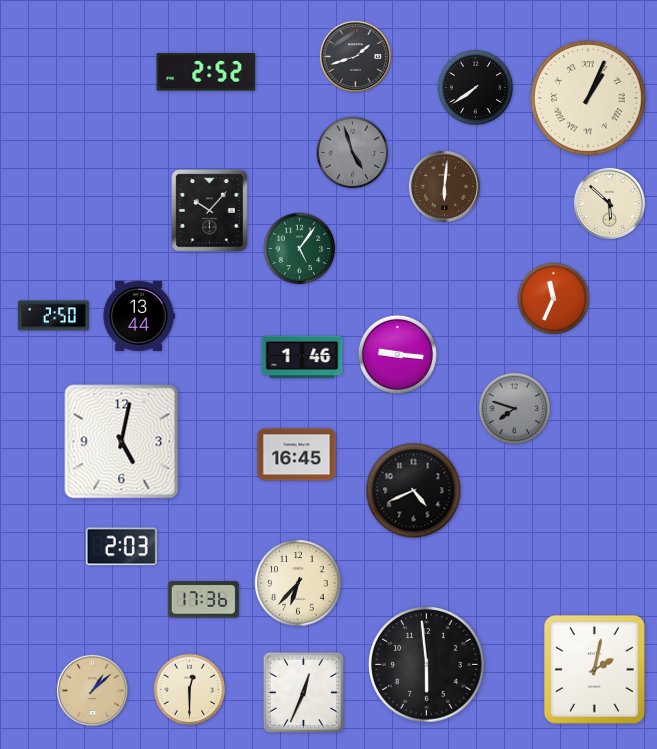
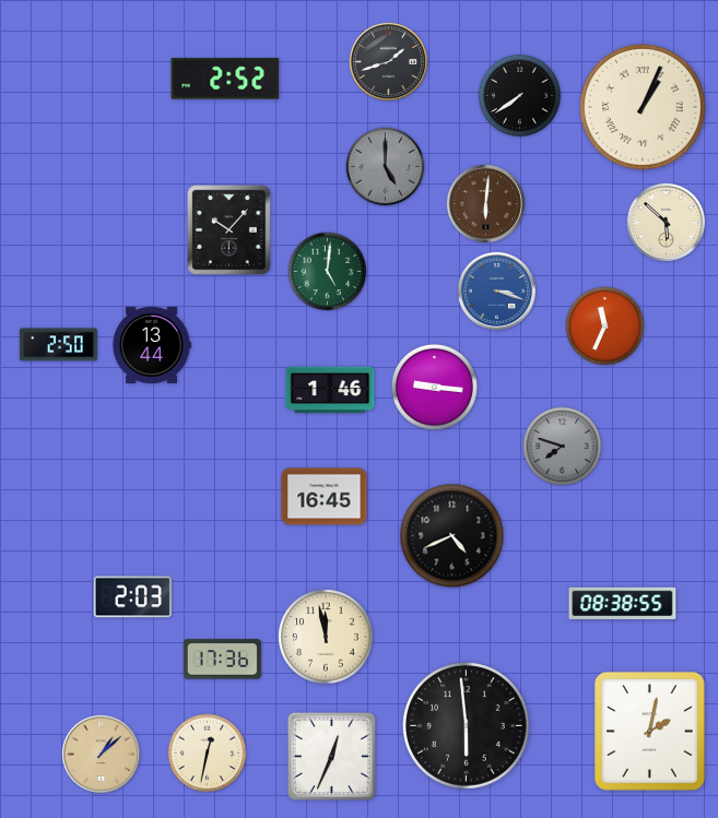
clock at (353, 153): 4:57 -> 5:00
clock at (300, 249): 5:06 -> 5:01
clock at (496, 291): none -> 3:18
clock at (122, 442): 5:02 -> none
clock at (623, 603): none -> 08:38
clock at (298, 583): 6:37 -> 11:58
clock at (203, 600) position: (203, 600) -> (222, 660)
clock at (190, 690): 12:30 -> 12:32
